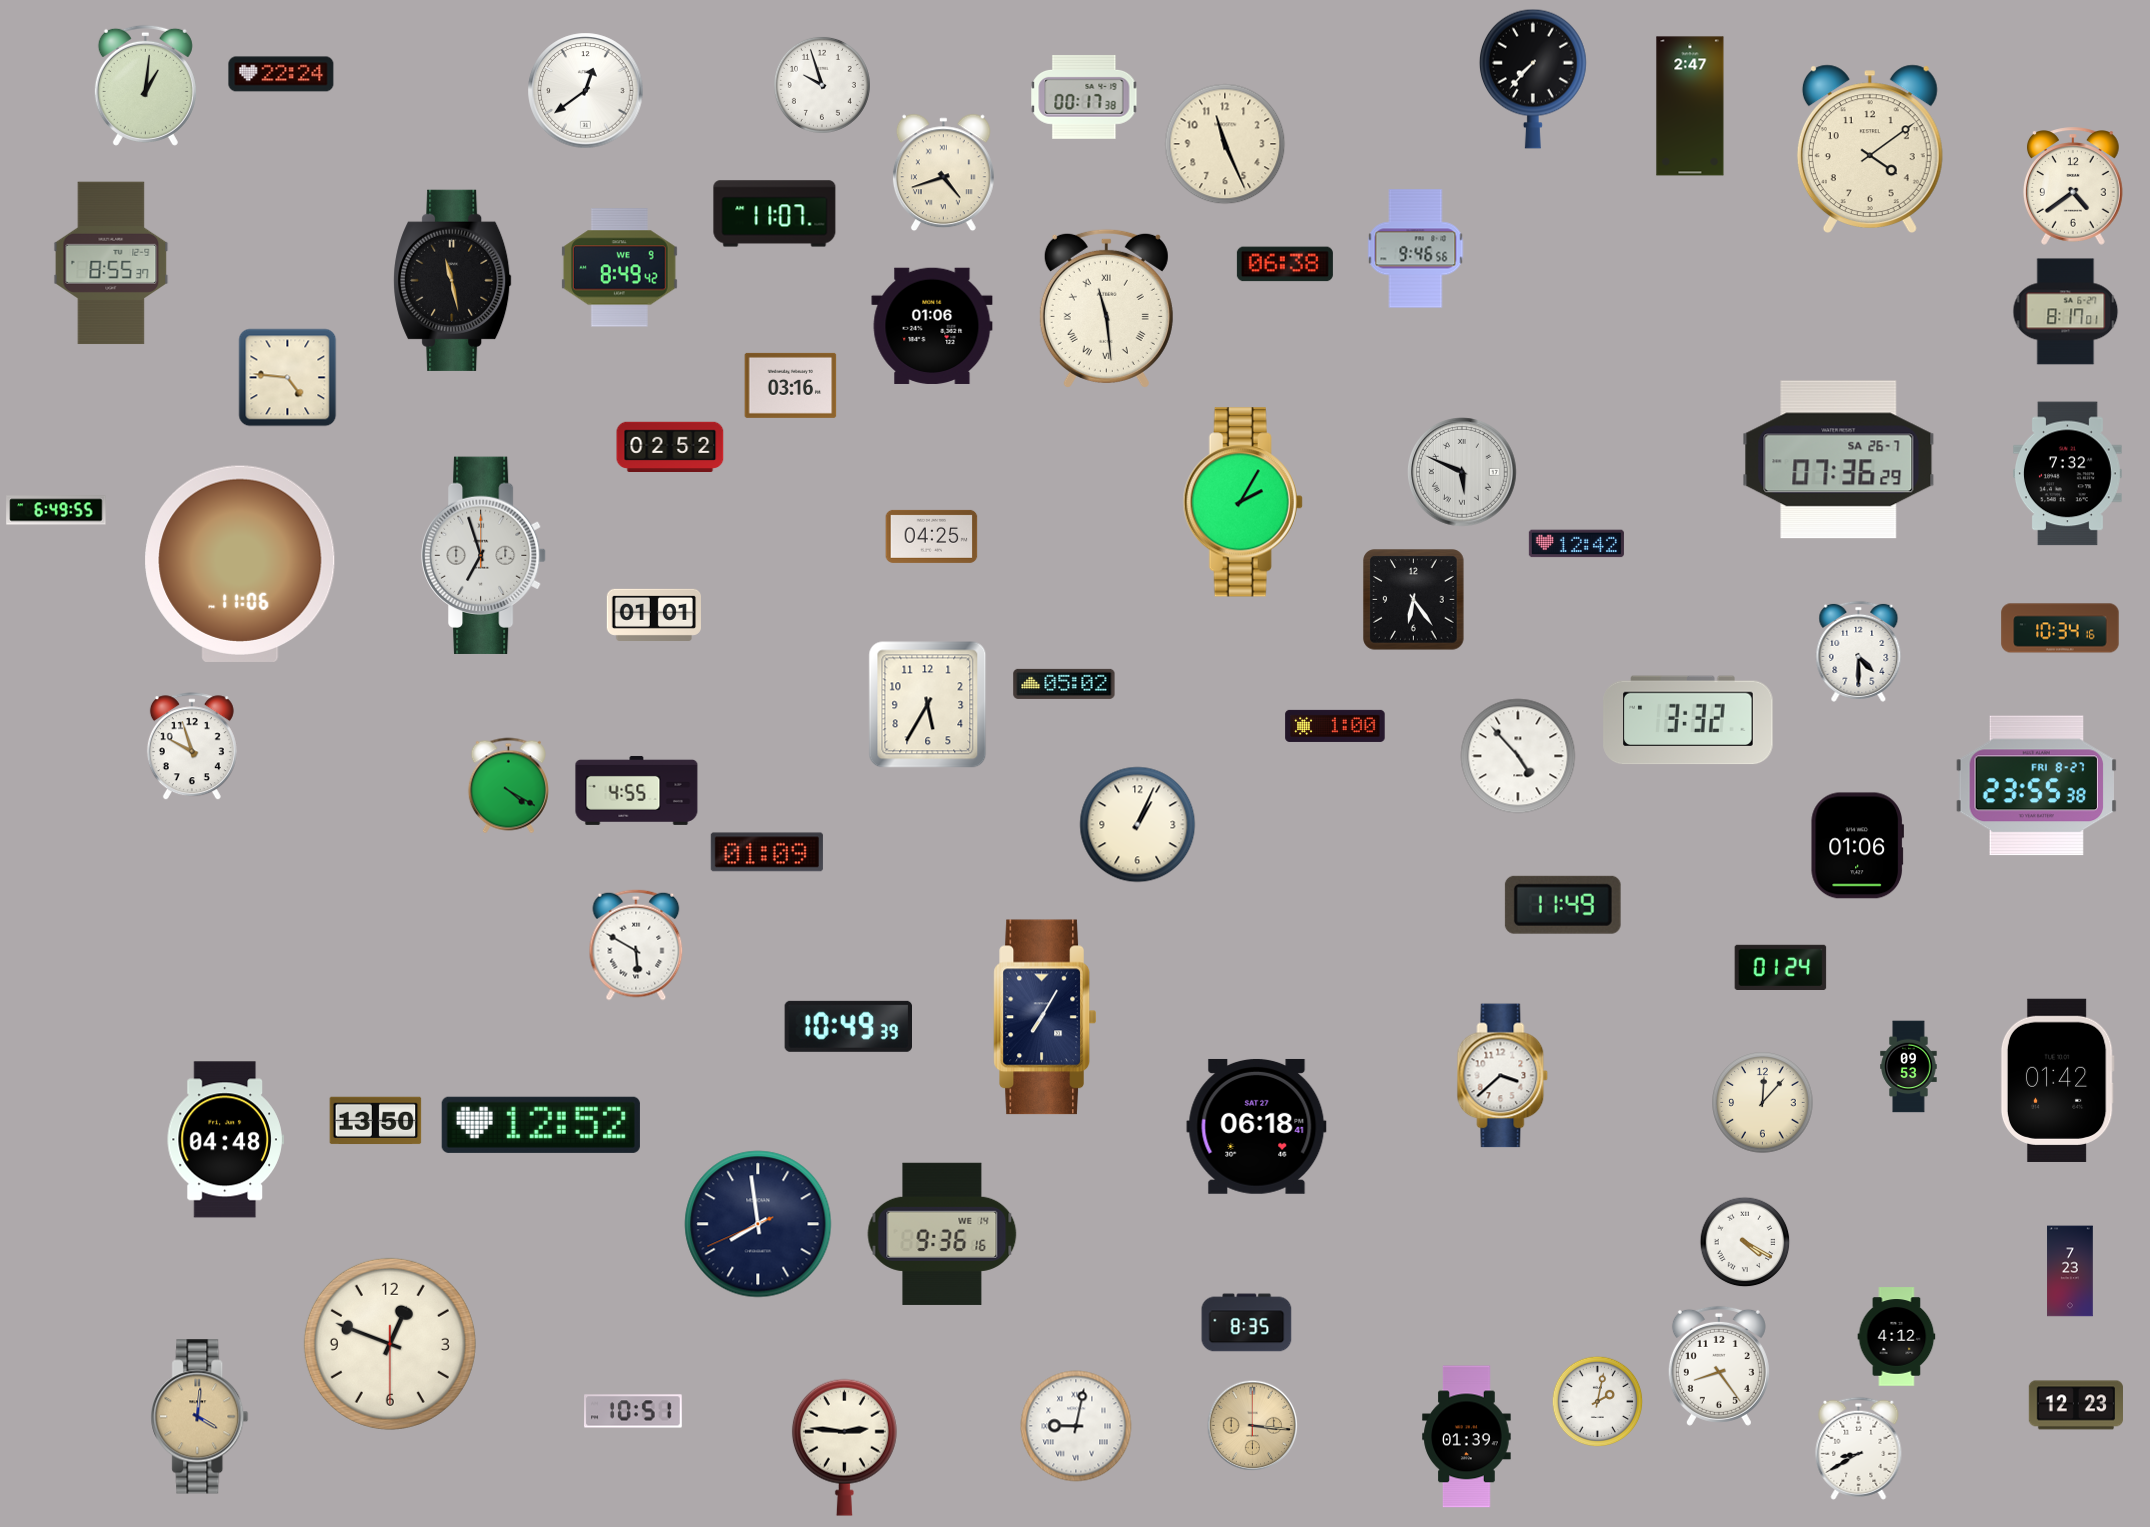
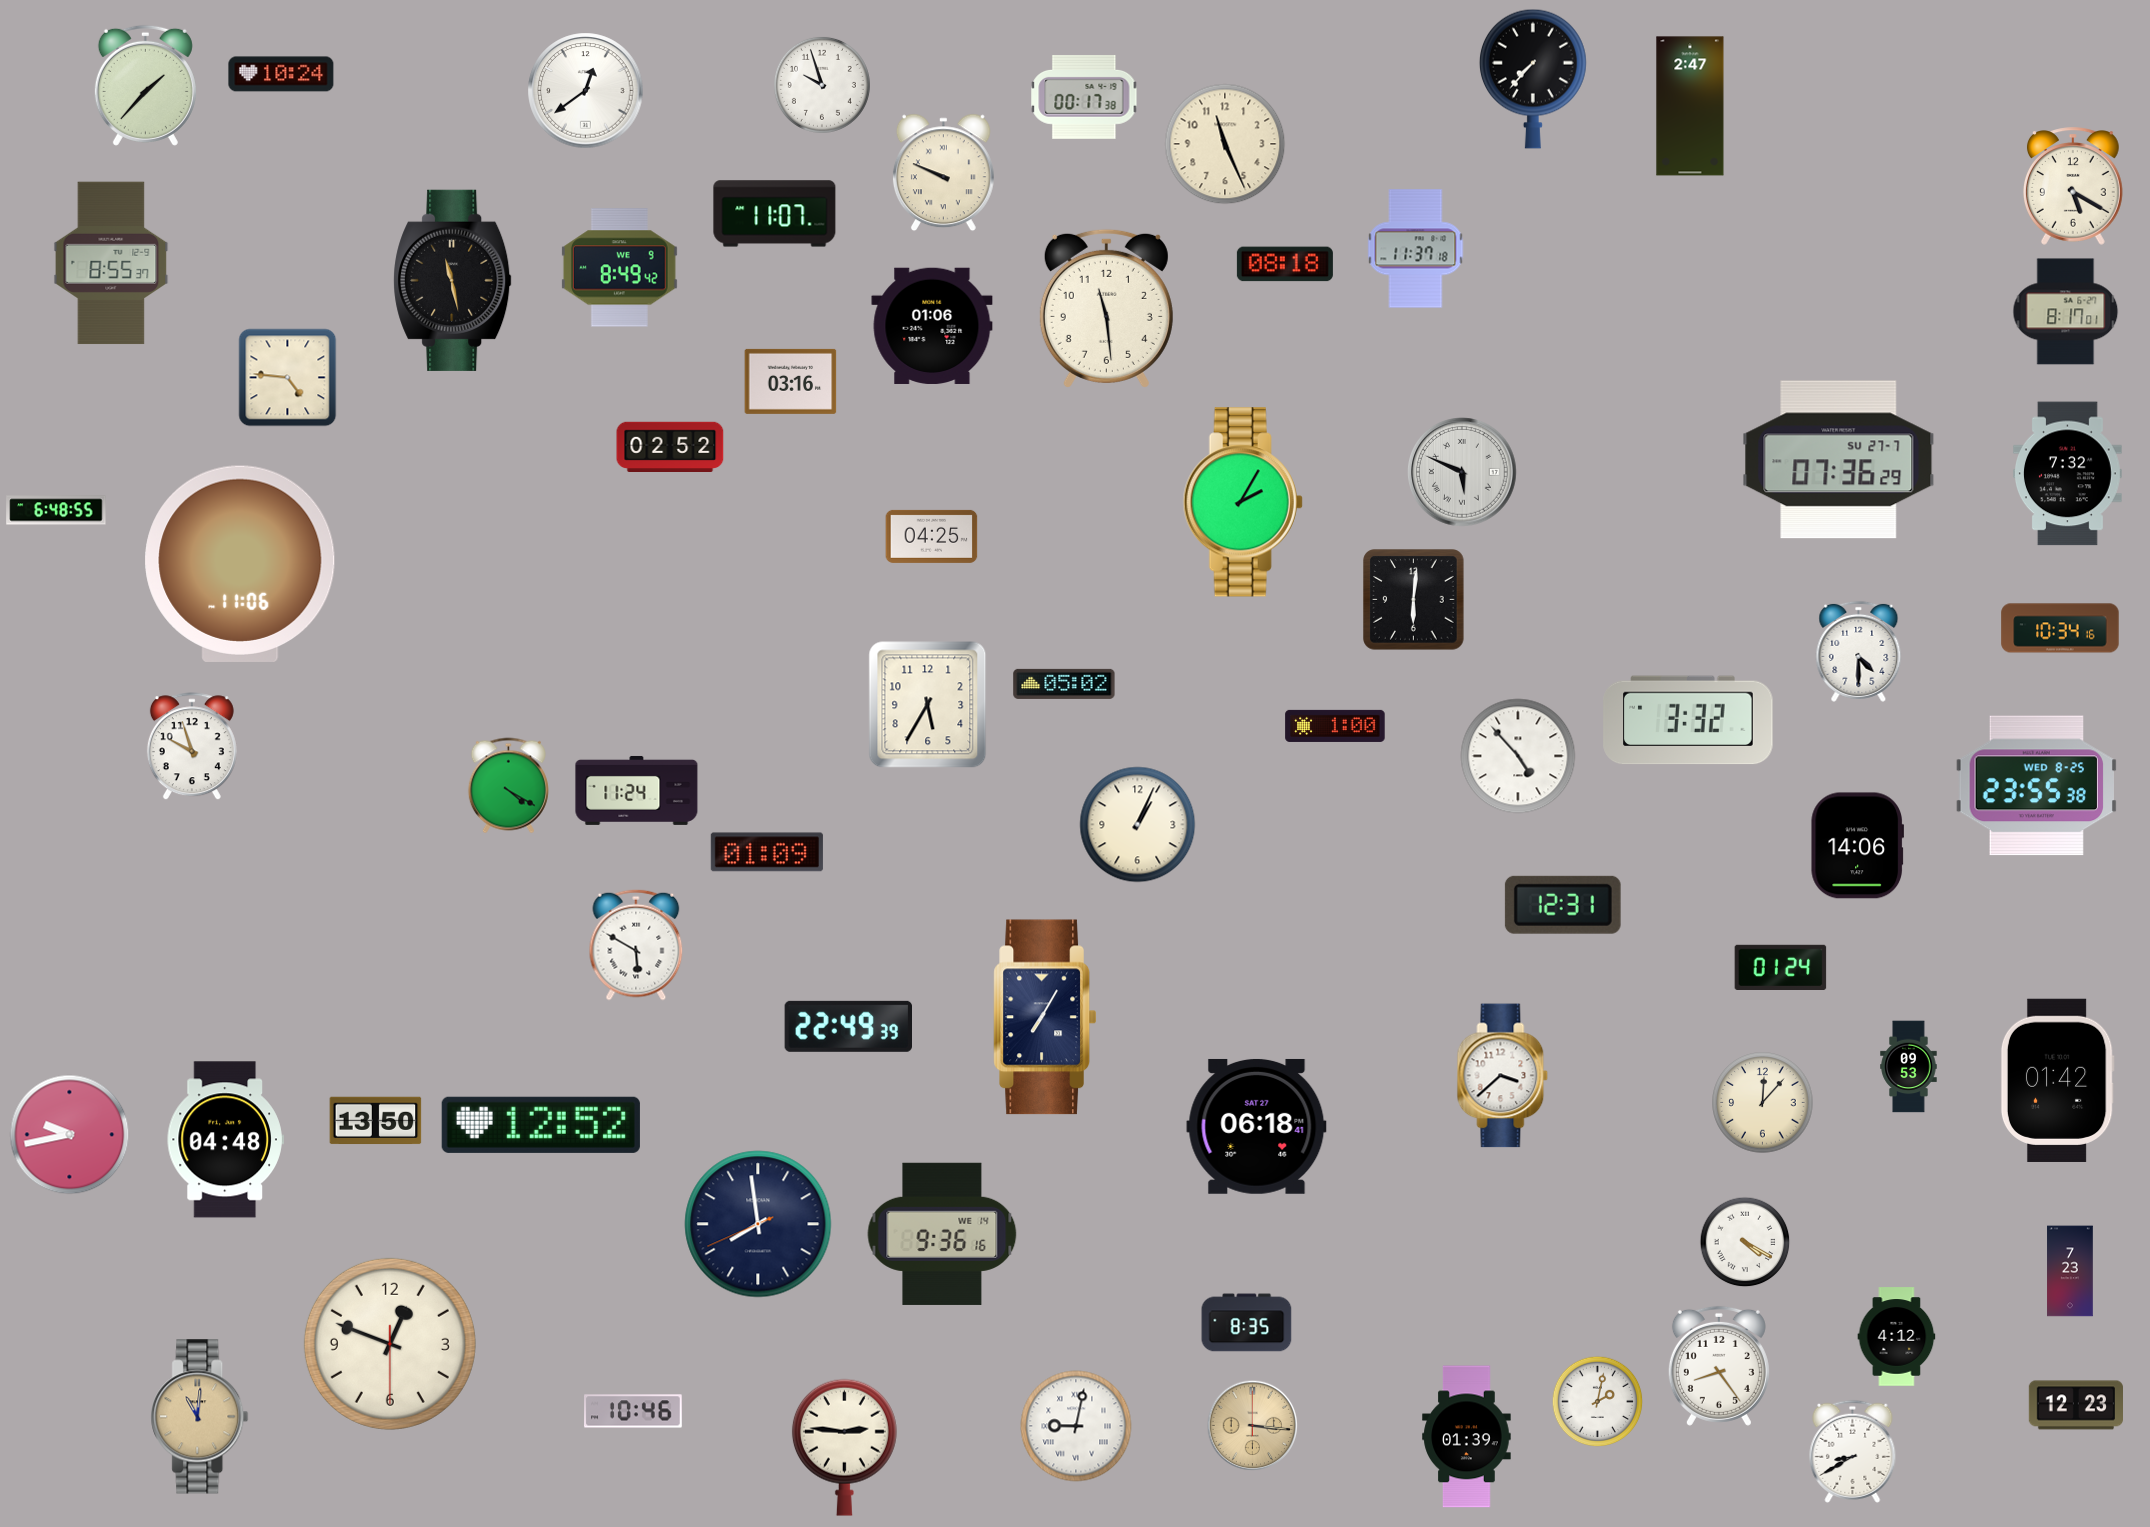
clock at (281, 74): 22:24 -> 10:24
clock at (145, 85): 1:01 -> 1:37
clock at (1870, 148): 4:09 -> none
clock at (943, 173): 4:42 -> 9:49
clock at (2073, 186): 4:39 -> 5:20
clock at (1416, 249): 9:46 -> 11:37
clock at (1285, 264): 06:38 -> 08:18
clock at (1106, 308) numerals: Roman -> Arabic
clock at (791, 385) position: (791, 385) -> (791, 381)
clock at (1839, 460) date: SA 26-7 -> SU 27-7
clock at (56, 510): 6:49 -> 6:48
clock at (1576, 544): 12:42 -> none
clock at (485, 555): 6:57 -> none
clock at (1414, 600): 6:24 -> 6:01
clock at (653, 615): 01:01 -> none
clock at (2036, 786) date: FRI 8-27 -> WED 8-25
clock at (637, 790): 4:55 -> 11:24
clock at (1857, 846): 01:06 -> 14:06
clock at (1563, 905): 11:49 -> 12:31
clock at (848, 1026): 10:49 -> 22:49
clock at (70, 1135): none -> 9:43
clock at (634, 1411): 10:51 -> 10:46
clock at (200, 1417): 4:01 -> 11:01
clock at (1859, 1448) position: (1859, 1448) -> (1853, 1451)
